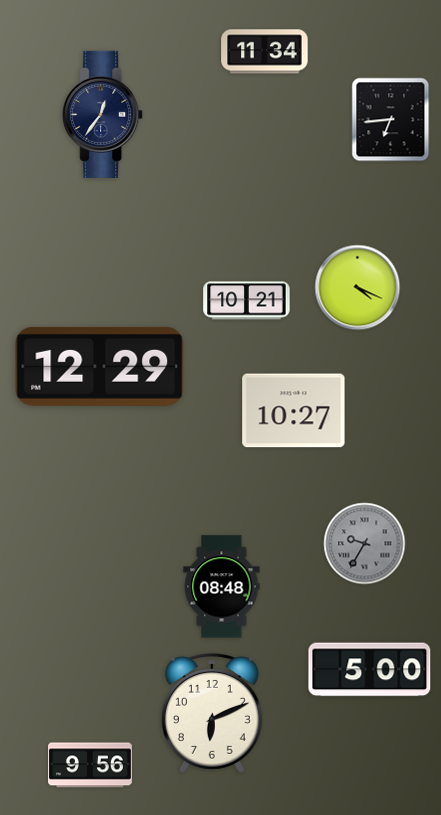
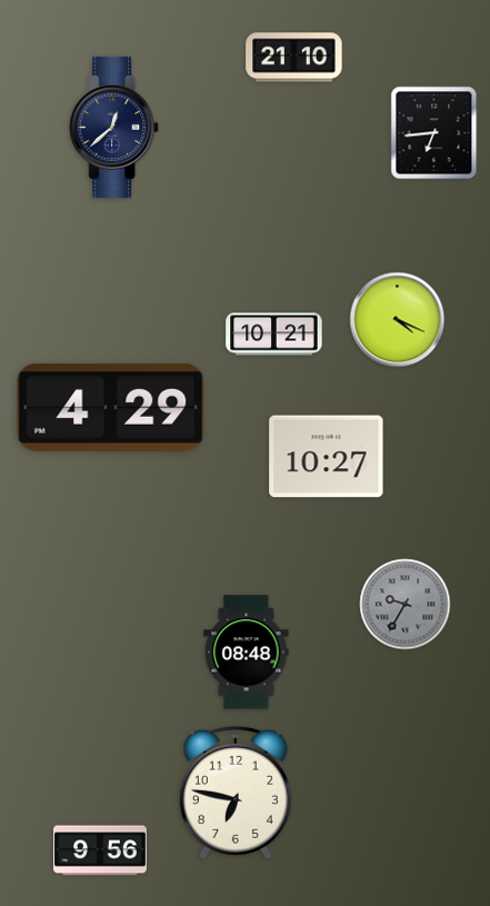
clock at (265, 52): 11:34 -> 21:10
clock at (103, 114): 12:36 -> 12:38
clock at (100, 366): 12:29 -> 4:29
clock at (370, 670): 5:00 -> none
clock at (212, 713): 6:11 -> 6:47
